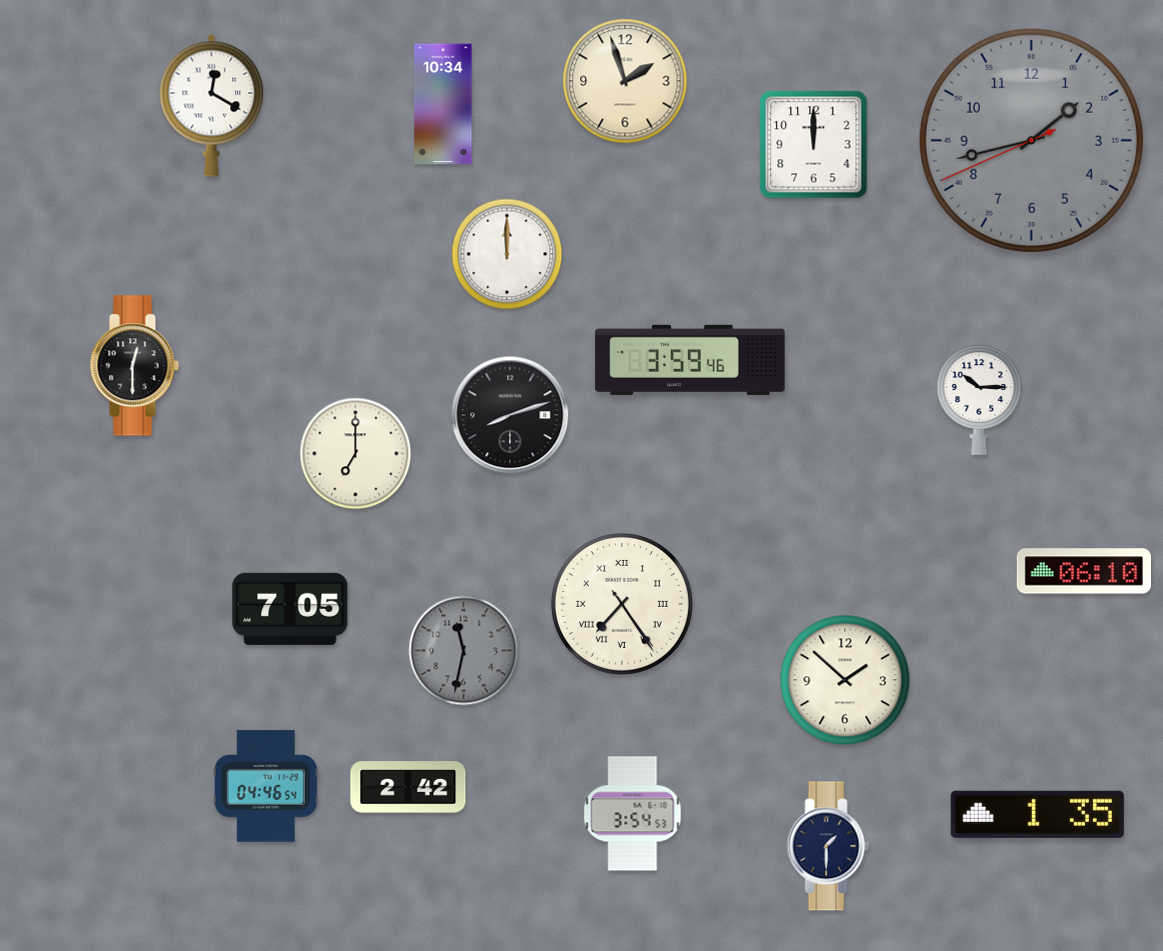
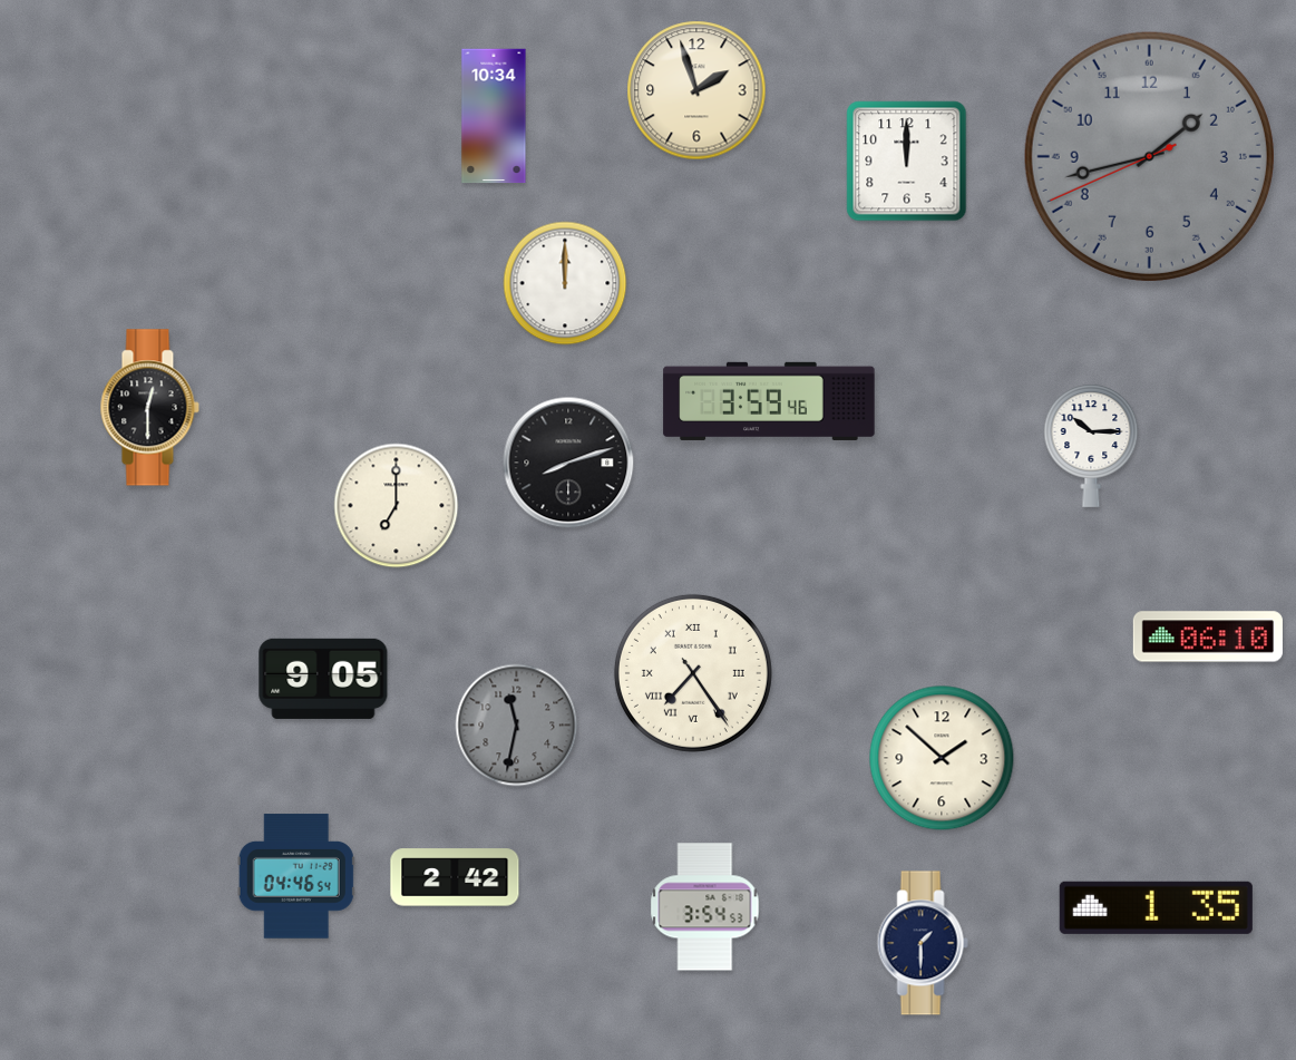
clock at (212, 105): 12:20 -> none
clock at (290, 609): 7:05 -> 9:05
